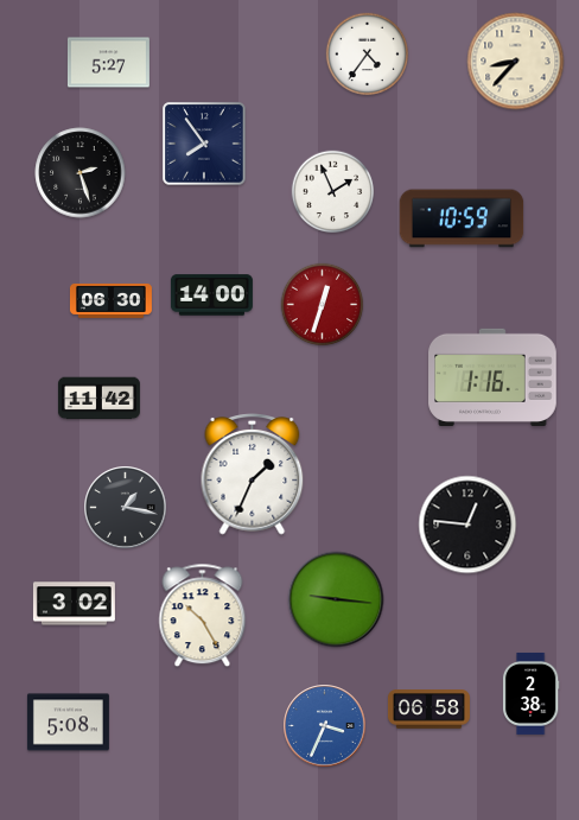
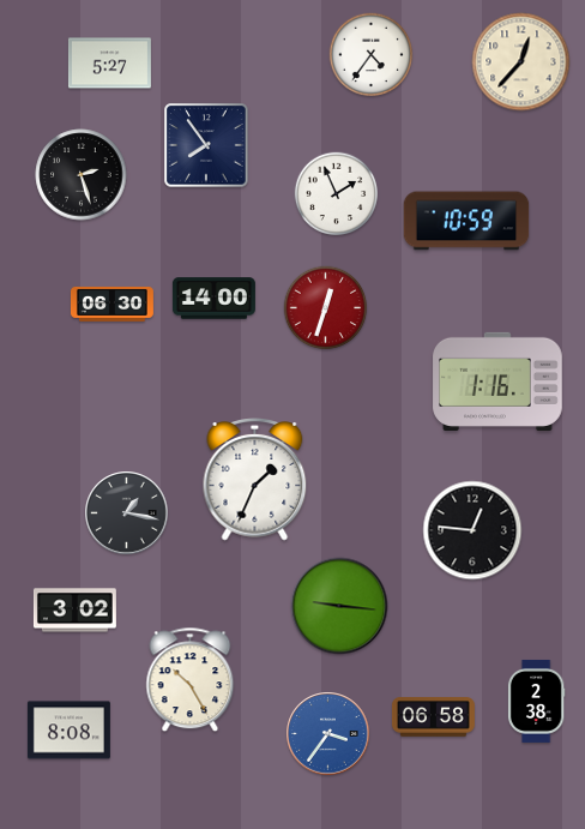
clock at (516, 62): 8:37 -> 12:37
clock at (98, 399): 11:42 -> none
clock at (203, 616) position: (203, 616) -> (191, 680)
clock at (68, 723): 5:08 -> 8:08
clock at (325, 726): 3:34 -> 3:36
